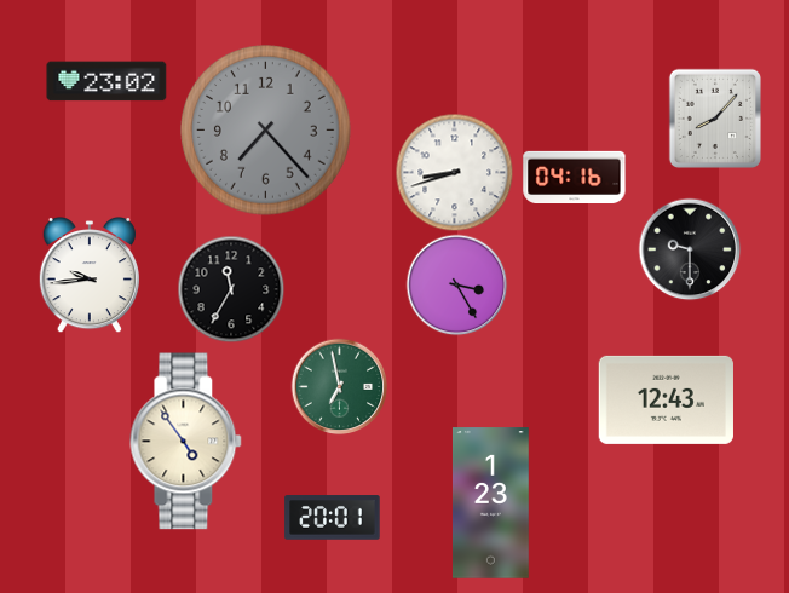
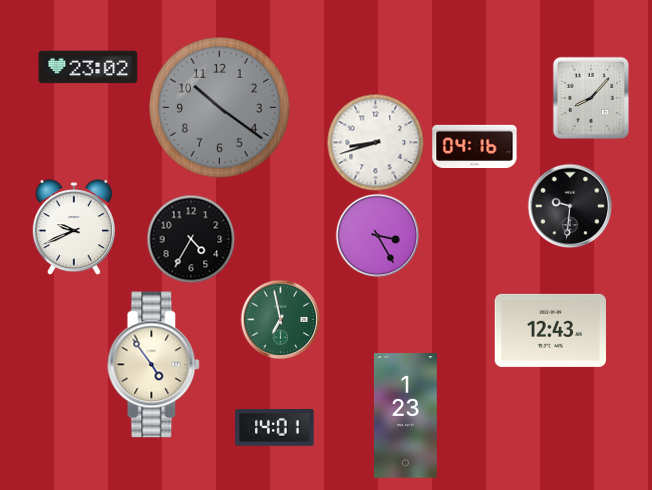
clock at (266, 131): 7:23 -> 10:21
clock at (690, 249): 9:30 -> 9:31
clock at (90, 276): 9:44 -> 9:41
clock at (231, 289): 11:35 -> 4:35
clock at (333, 518): 20:01 -> 14:01
